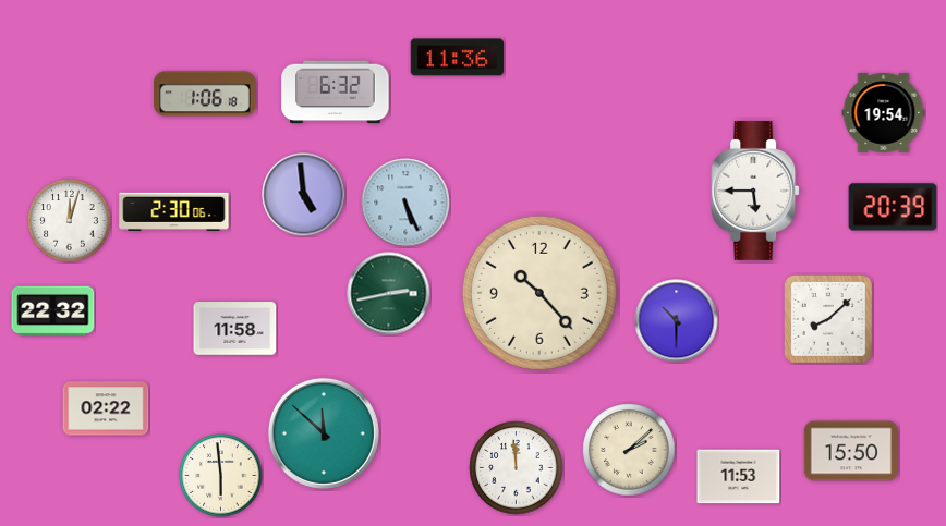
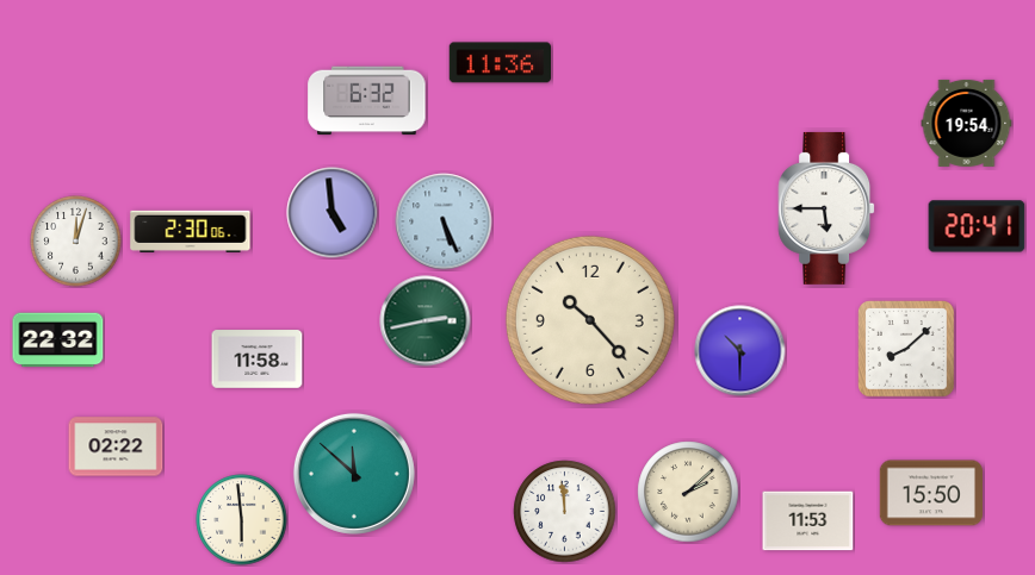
clock at (206, 94): 1:06 -> none
clock at (893, 207): 20:39 -> 20:41
